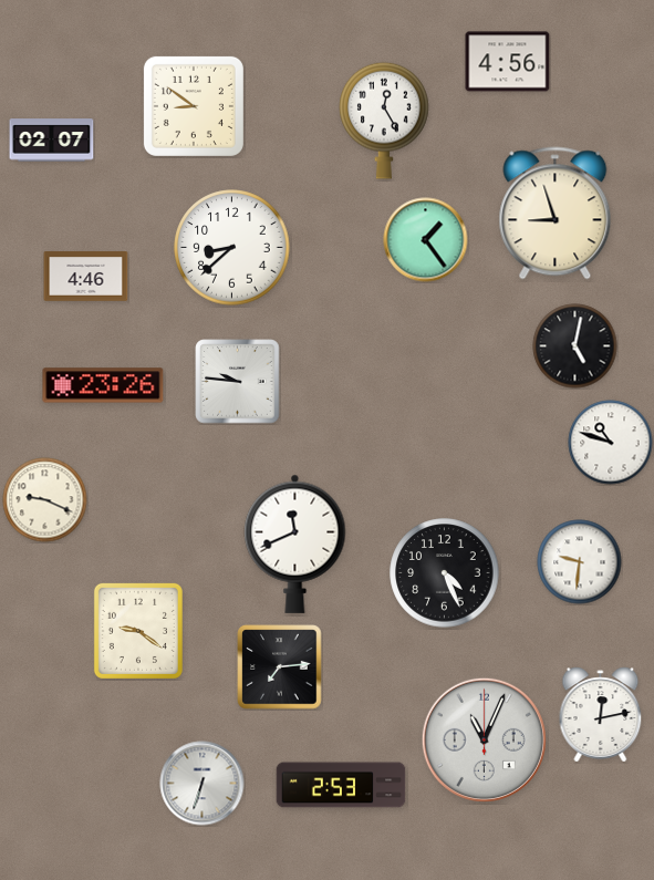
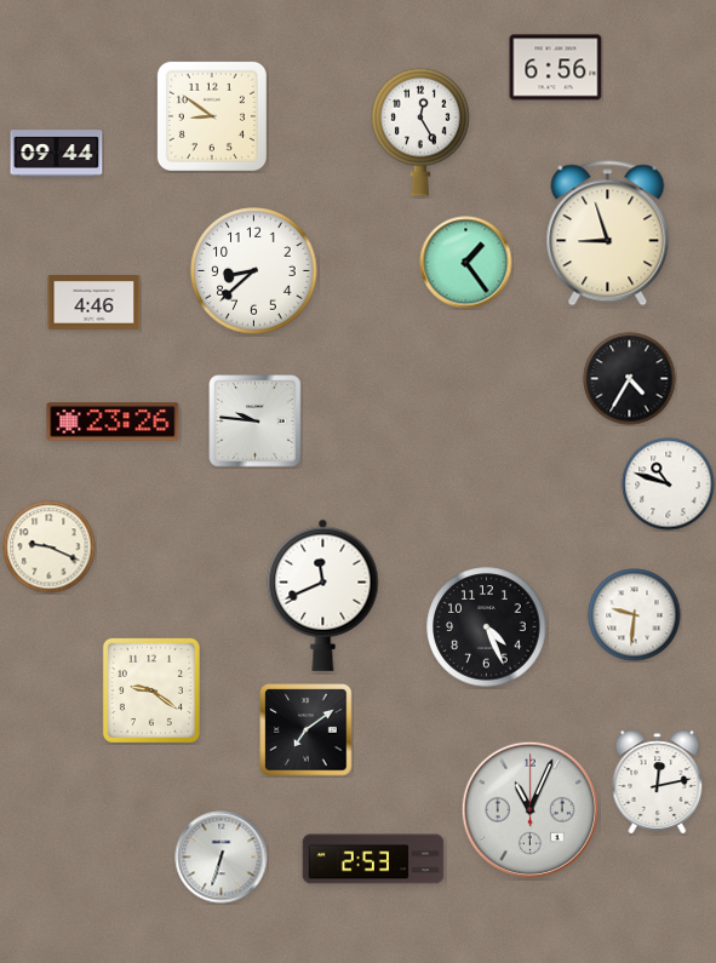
clock at (508, 62): 4:56 -> 6:56
clock at (52, 141): 02:07 -> 09:44
clock at (575, 346): 5:02 -> 4:35
clock at (238, 382) position: (238, 382) -> (256, 422)
clock at (280, 667): 7:14 -> 7:09
